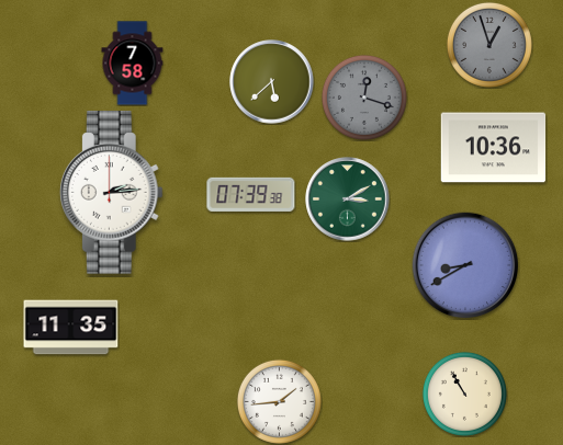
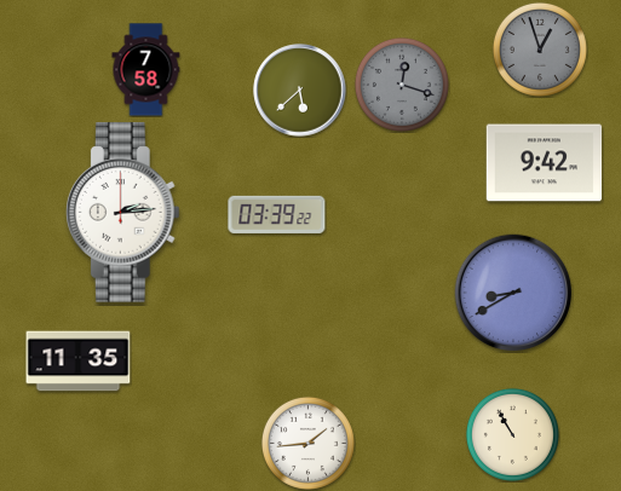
clock at (364, 98) position: (364, 98) -> (402, 85)
clock at (494, 148): 10:36 -> 9:42
clock at (251, 194): 07:39 -> 03:39
clock at (348, 199): 3:10 -> none
